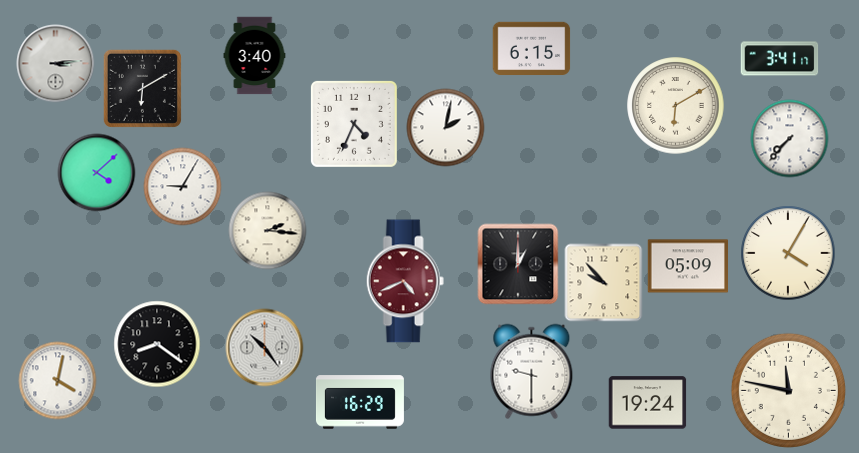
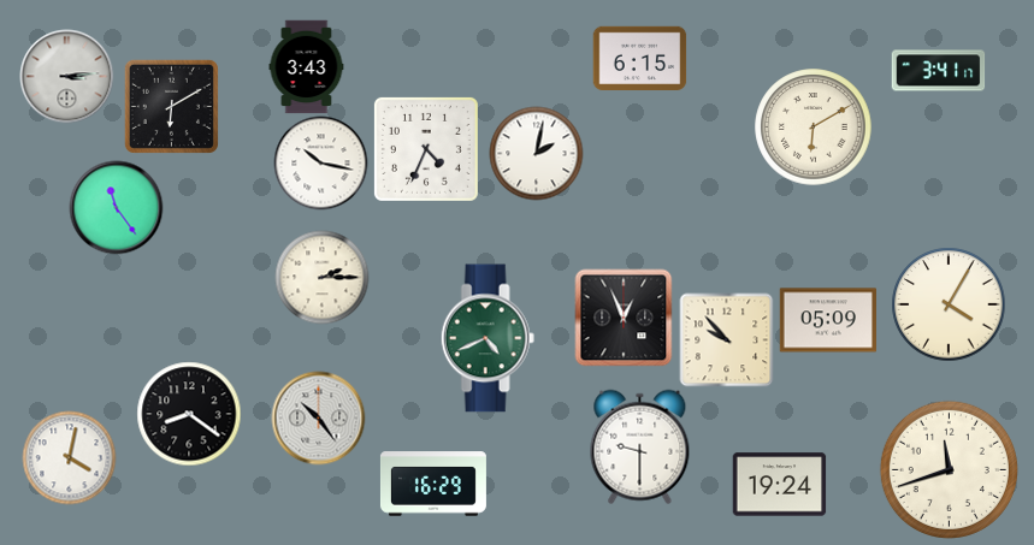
clock at (255, 55): 3:40 -> 3:43
clock at (320, 162): none -> 10:17
clock at (789, 138): 7:37 -> none
clock at (96, 172): 4:08 -> 11:24
clock at (182, 186): 9:05 -> none
clock at (267, 230): 2:16 -> 2:15
clock at (518, 264): 1:00 -> 12:56
clock at (405, 281) dial: burgundy -> green
clock at (788, 390): 11:47 -> 11:42
